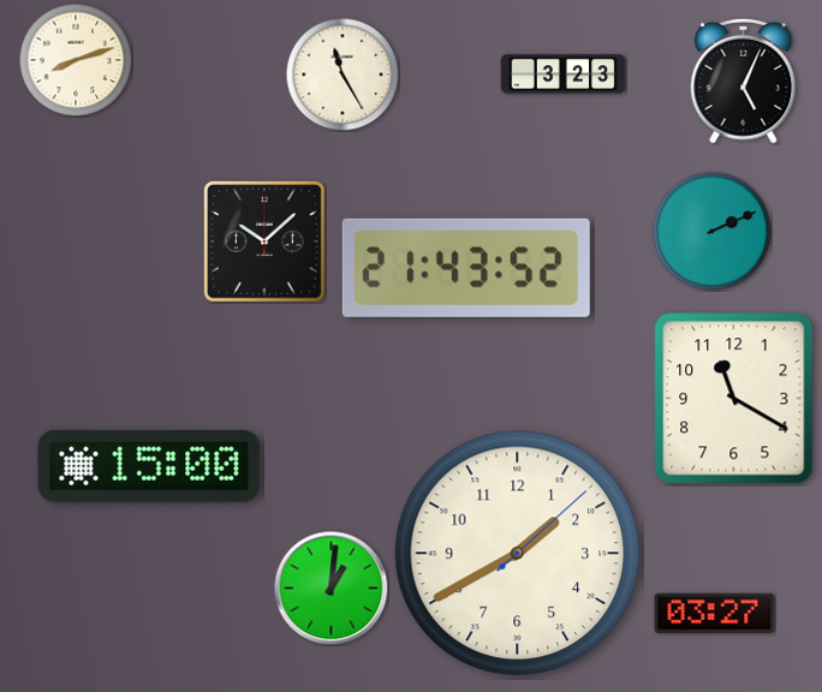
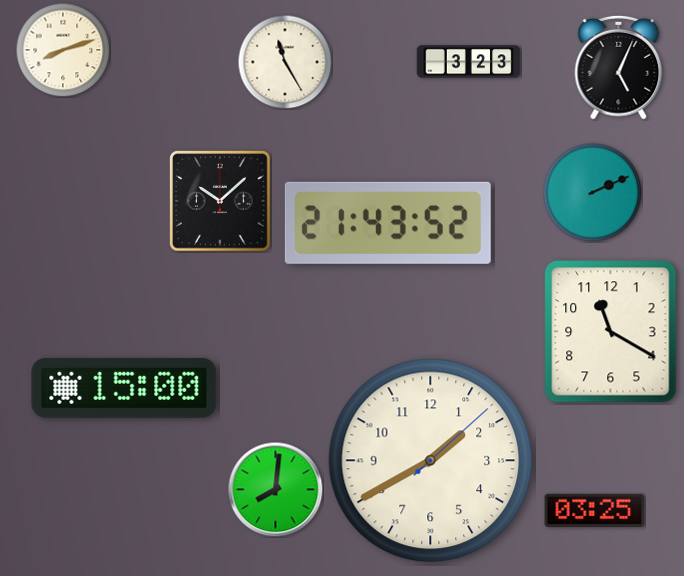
clock at (330, 587): 1:01 -> 8:01
clock at (715, 613): 03:27 -> 03:25
